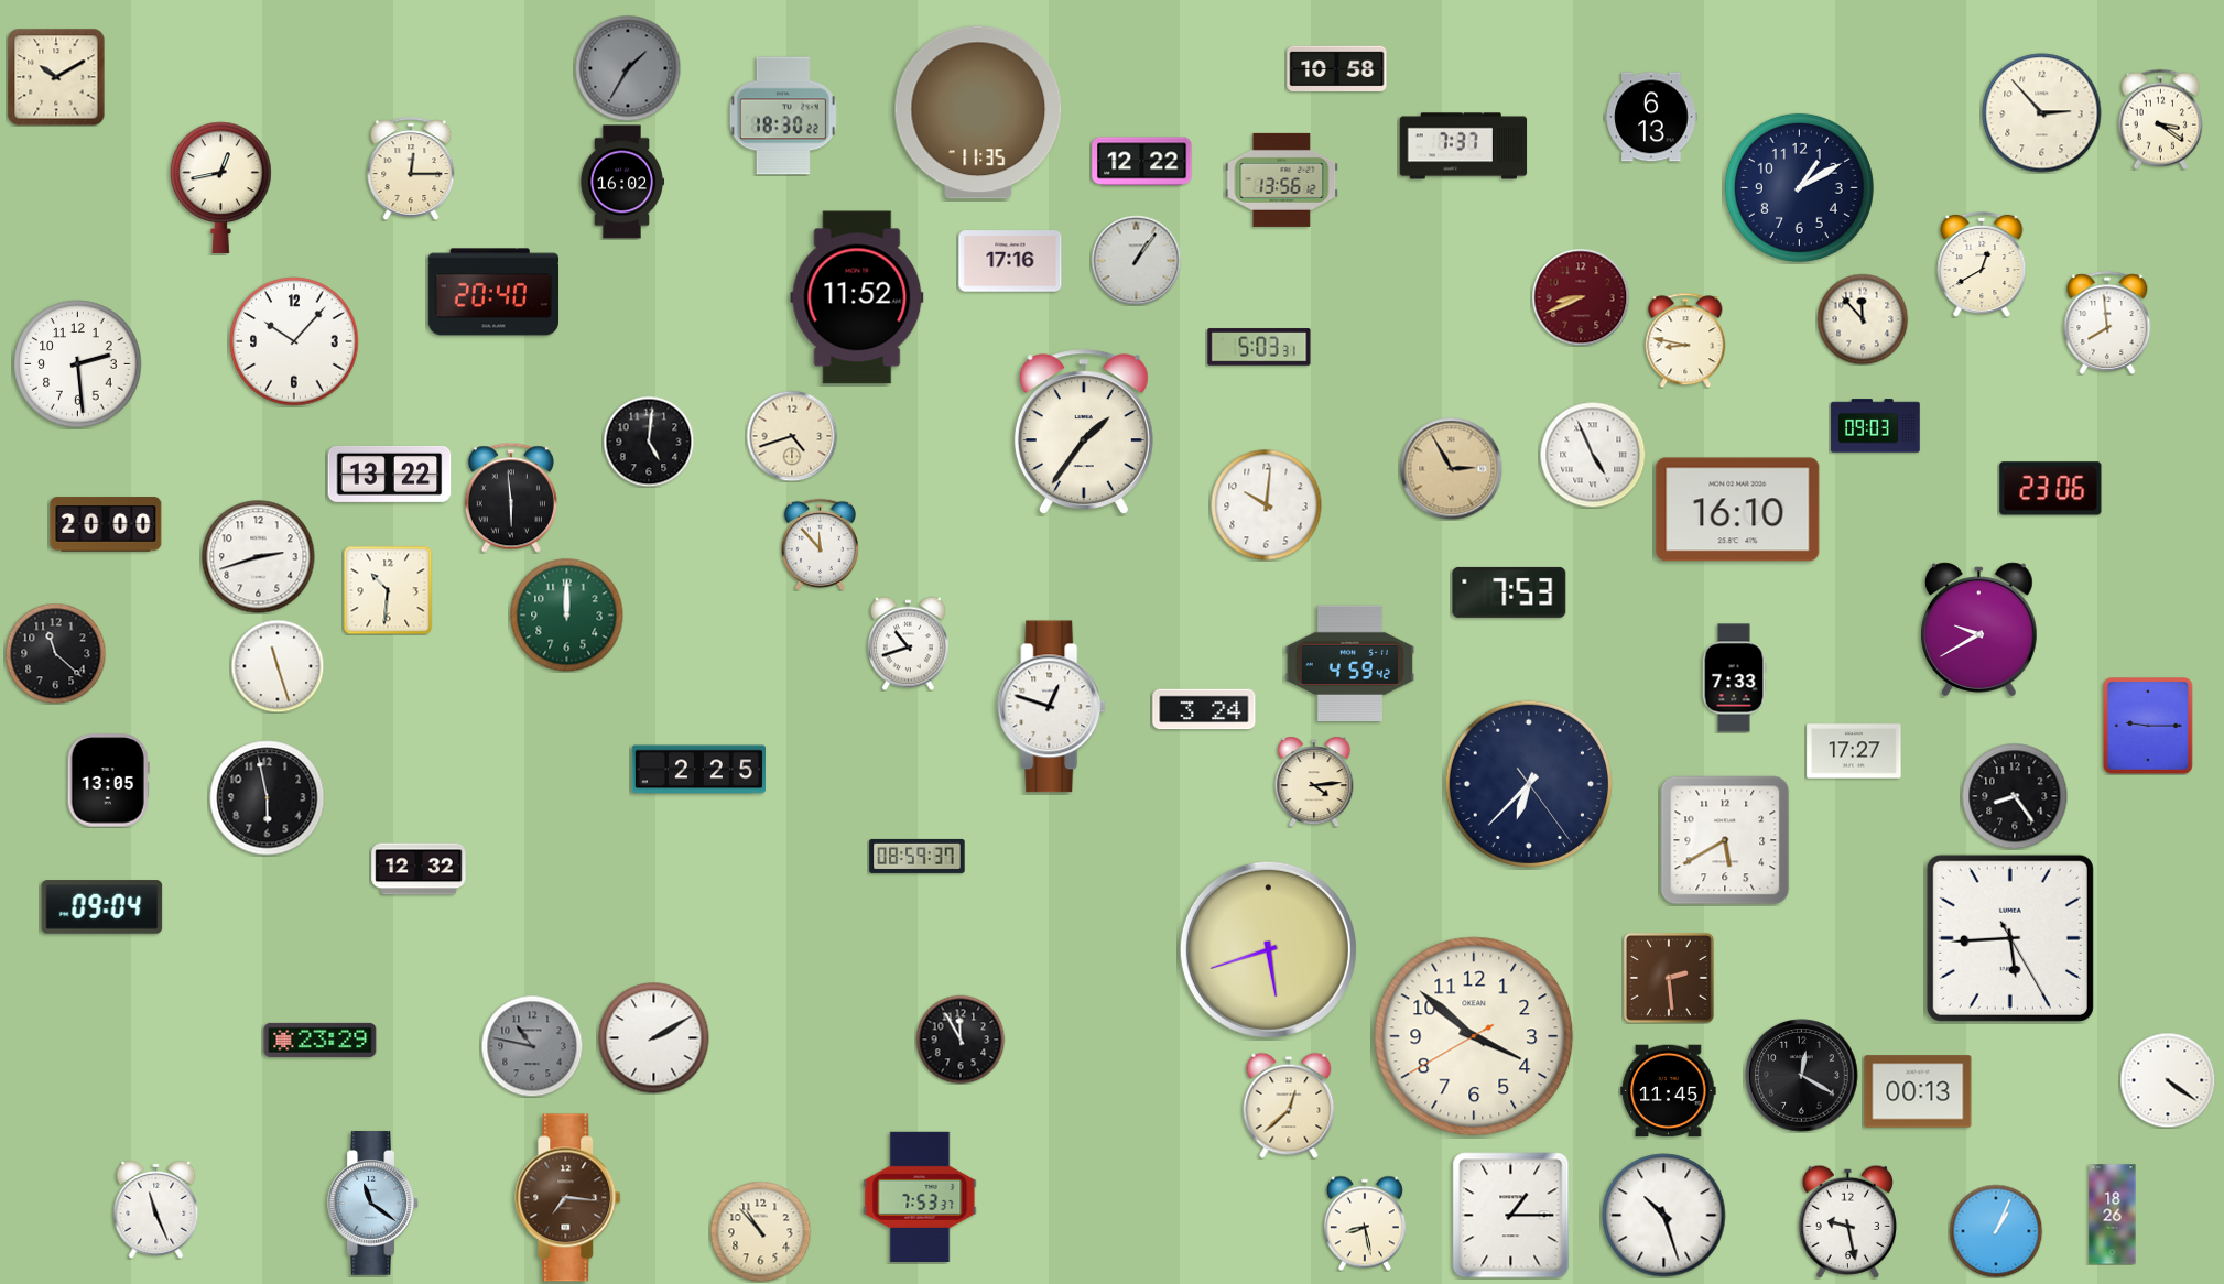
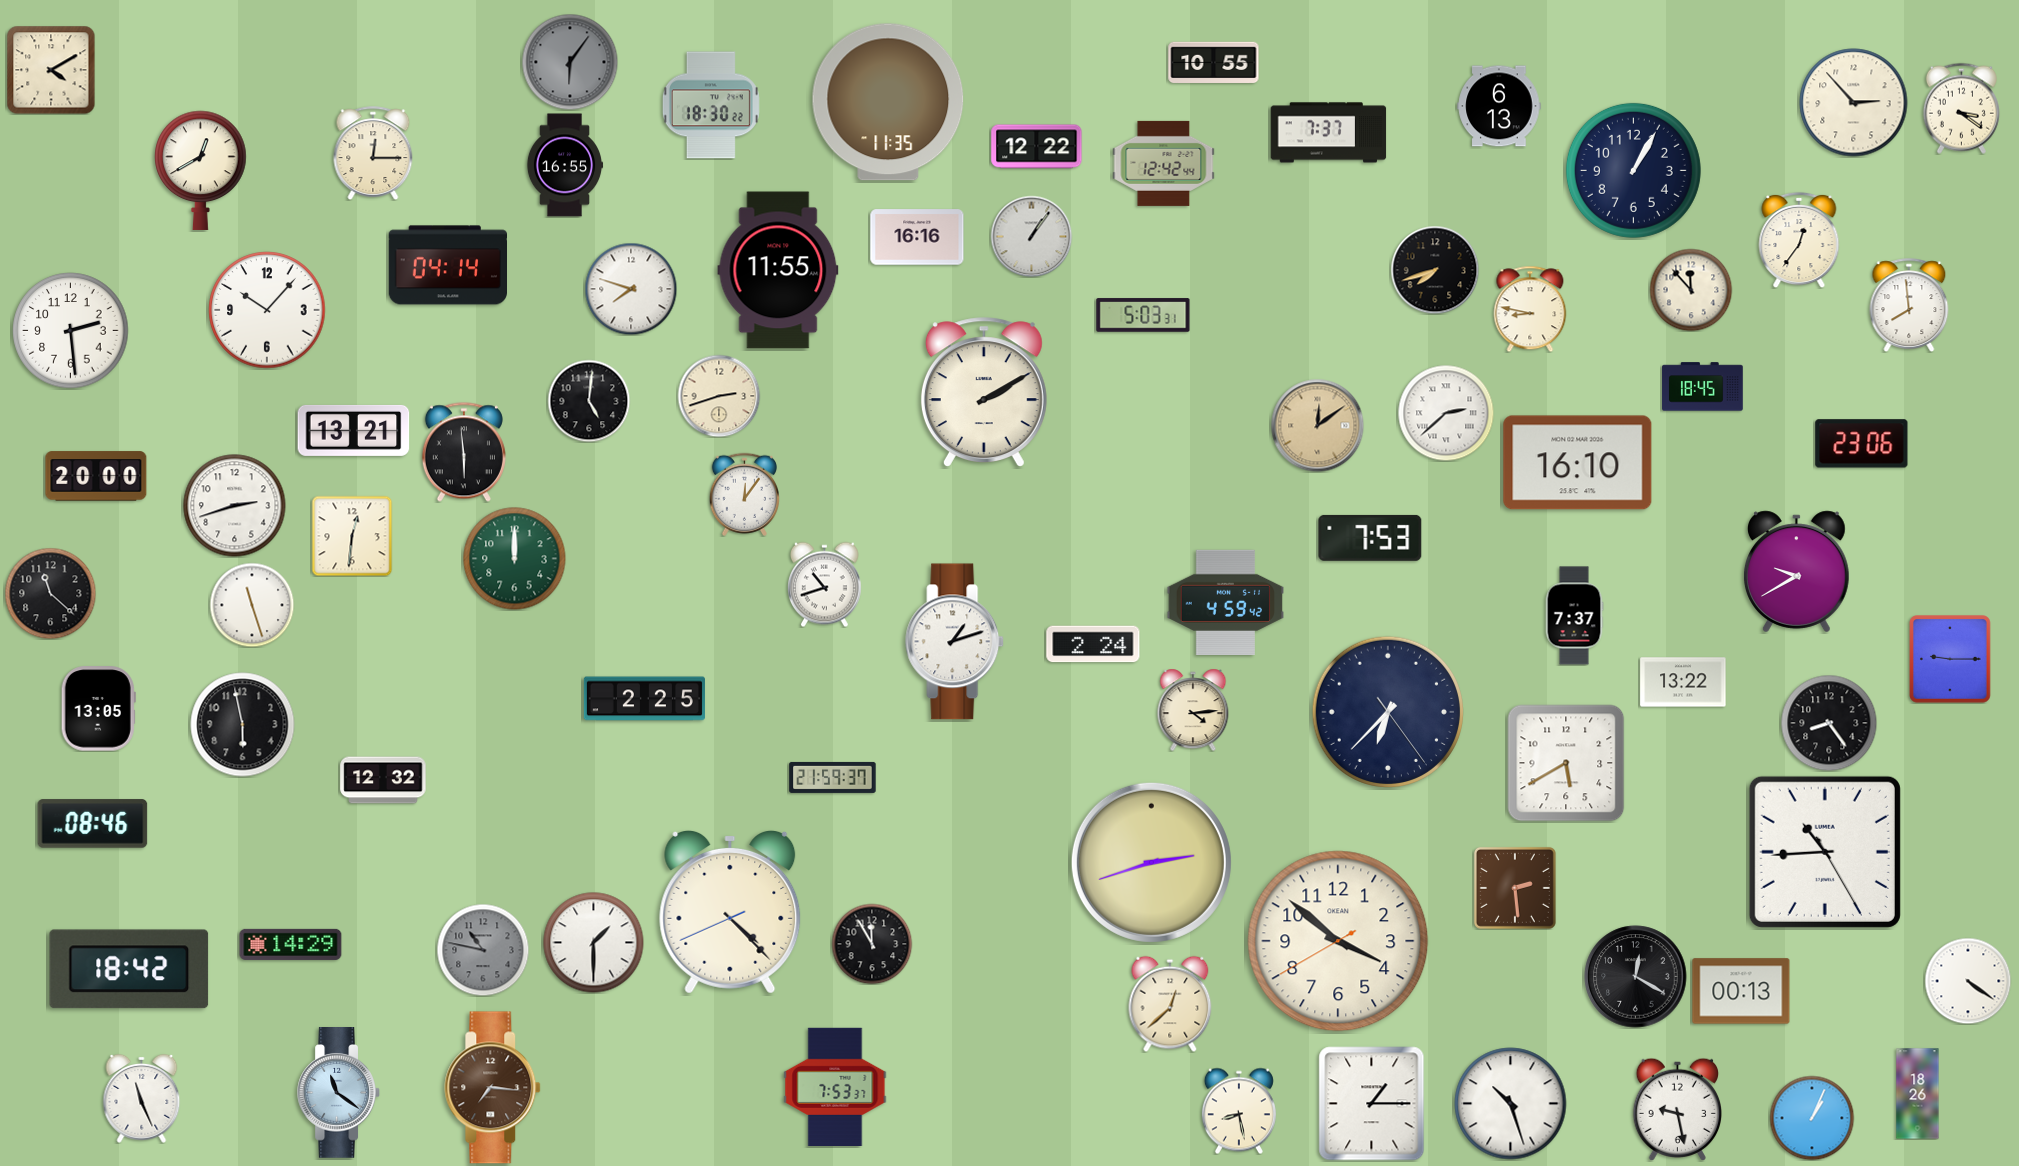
clock at (628, 68): 1:35 -> 6:06
clock at (1337, 69): 10:58 -> 10:55
clock at (56, 77): 10:10 -> 4:10
clock at (1282, 179): 13:56 -> 12:42
clock at (622, 182): 16:02 -> 16:55
clock at (221, 187): 12:43 -> 12:40
clock at (1799, 187): 1:10 -> 1:05
clock at (1010, 261): 17:16 -> 16:16
clock at (1982, 264): 12:40 -> 12:36
clock at (492, 292): 20:40 -> 04:14
clock at (857, 297): 11:52 -> 11:55
clock at (1581, 297): 8:41 -> 7:42
clock at (1581, 297) dial: burgundy -> black
clock at (631, 289): none -> 7:48
clock at (2107, 323) position: (2107, 323) -> (1909, 305)
clock at (1876, 426): 09:03 -> 18:45
clock at (1084, 432): 1:36 -> 2:10
clock at (792, 436): 4:42 -> 2:42
clock at (1593, 455): 4:56 -> 2:38
clock at (1451, 468): 2:55 -> 12:09
clock at (390, 474): 13:22 -> 13:21
clock at (1267, 505): 10:01 -> none
clock at (820, 544): 11:53 -> 12:06
clock at (388, 590): 10:31 -> 12:31
clock at (1734, 678): 7:33 -> 7:37
clock at (1052, 707): 12:48 -> 1:12
clock at (1204, 709): 3:24 -> 2:24
clock at (1854, 751): 17:27 -> 13:22
clock at (698, 770) position: (698, 770) -> (644, 699)
clock at (918, 856): 08:59 -> 21:59
clock at (419, 869) position: (419, 869) -> (383, 780)
clock at (102, 907): 09:04 -> 08:46
clock at (2010, 938): 5:44 -> 10:44
clock at (1268, 949): 5:42 -> 2:42
clock at (730, 912): none -> 4:22
clock at (654, 1038): 2:10 -> 1:30
clock at (321, 1040): 23:29 -> 14:29
clock at (129, 969): none -> 18:42
clock at (1669, 1091): 11:45 -> none
clock at (568, 1198) position: (568, 1198) -> (493, 1088)
clock at (2113, 1215) position: (2113, 1215) -> (1918, 1094)
clock at (760, 1231): 10:53 -> none
